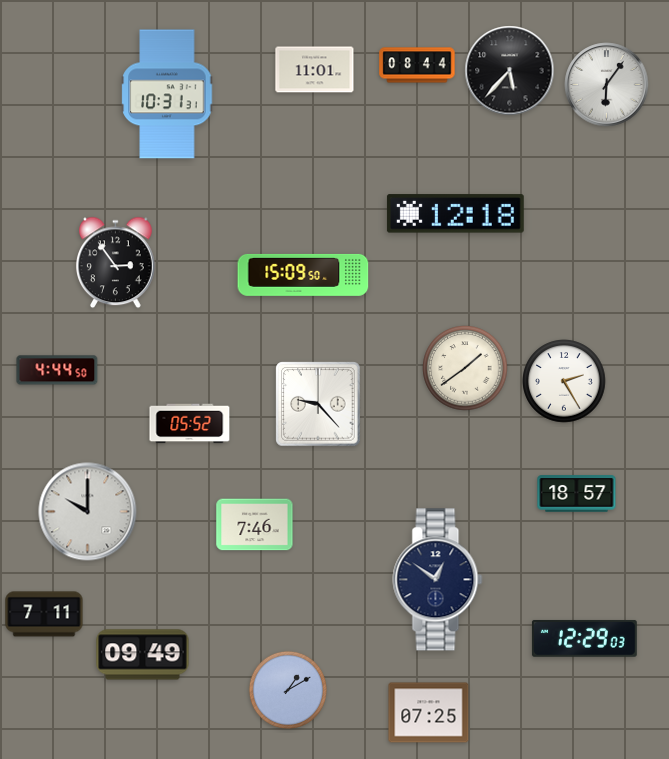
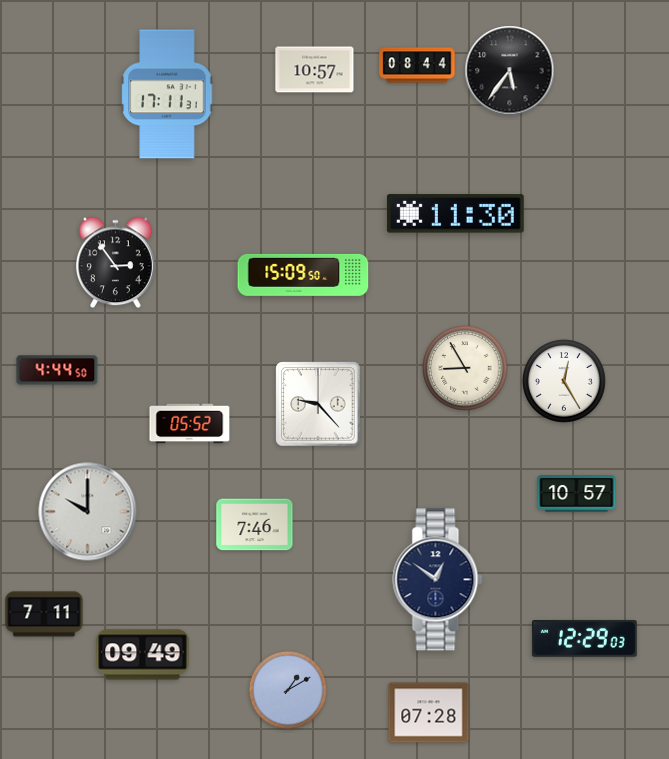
clock at (315, 70): 11:01 -> 10:57
clock at (510, 71): 5:37 -> 5:36
clock at (607, 85): 6:06 -> none
clock at (167, 94): 10:31 -> 17:11
clock at (455, 214): 12:18 -> 11:30
clock at (465, 368): 1:39 -> 8:55
clock at (564, 381): 2:25 -> 12:25
clock at (577, 494): 18:57 -> 10:57
clock at (429, 713): 07:25 -> 07:28
